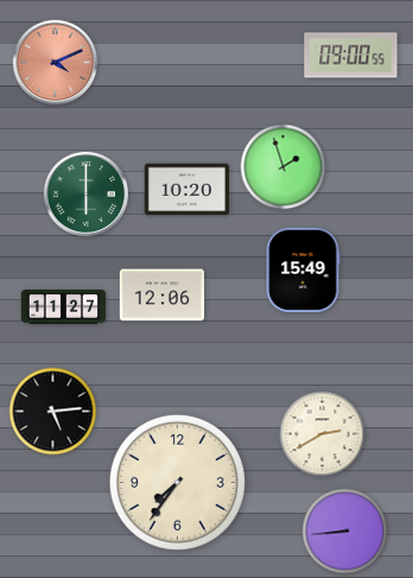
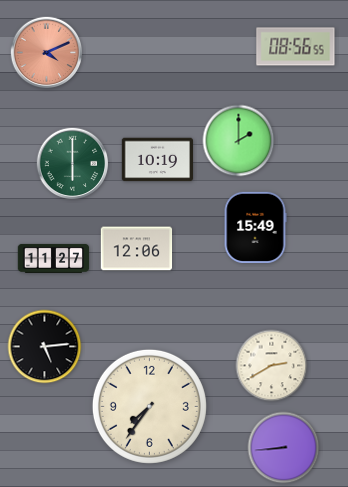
clock at (351, 56): 09:00 -> 08:56
clock at (284, 167): 1:57 -> 2:00
clock at (188, 190): 10:20 -> 10:19
clock at (345, 532) position: (345, 532) -> (284, 448)
